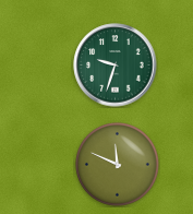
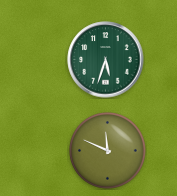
clock at (116, 66): 9:33 -> 5:33
